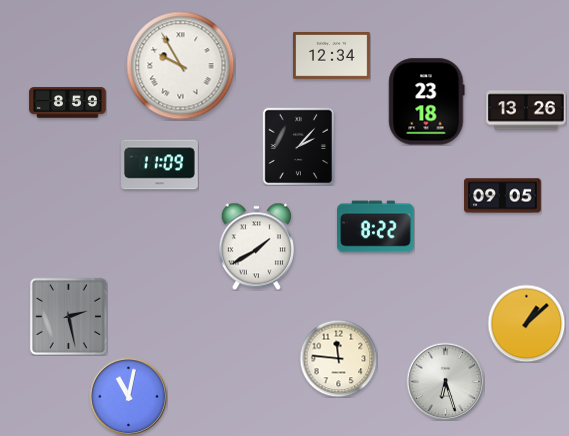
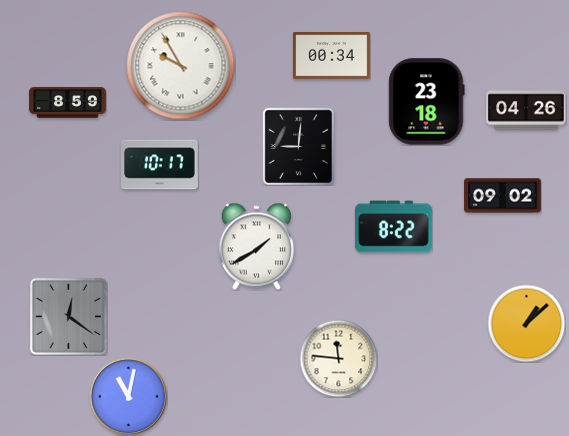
clock at (332, 56): 12:34 -> 00:34
clock at (526, 110): 13:26 -> 04:26
clock at (299, 146): 2:07 -> 9:01
clock at (160, 165): 11:09 -> 10:17
clock at (503, 196): 09:05 -> 09:02
clock at (376, 227) position: (376, 227) -> (394, 227)
clock at (68, 316): 2:28 -> 12:21
clock at (445, 381): 6:27 -> none
